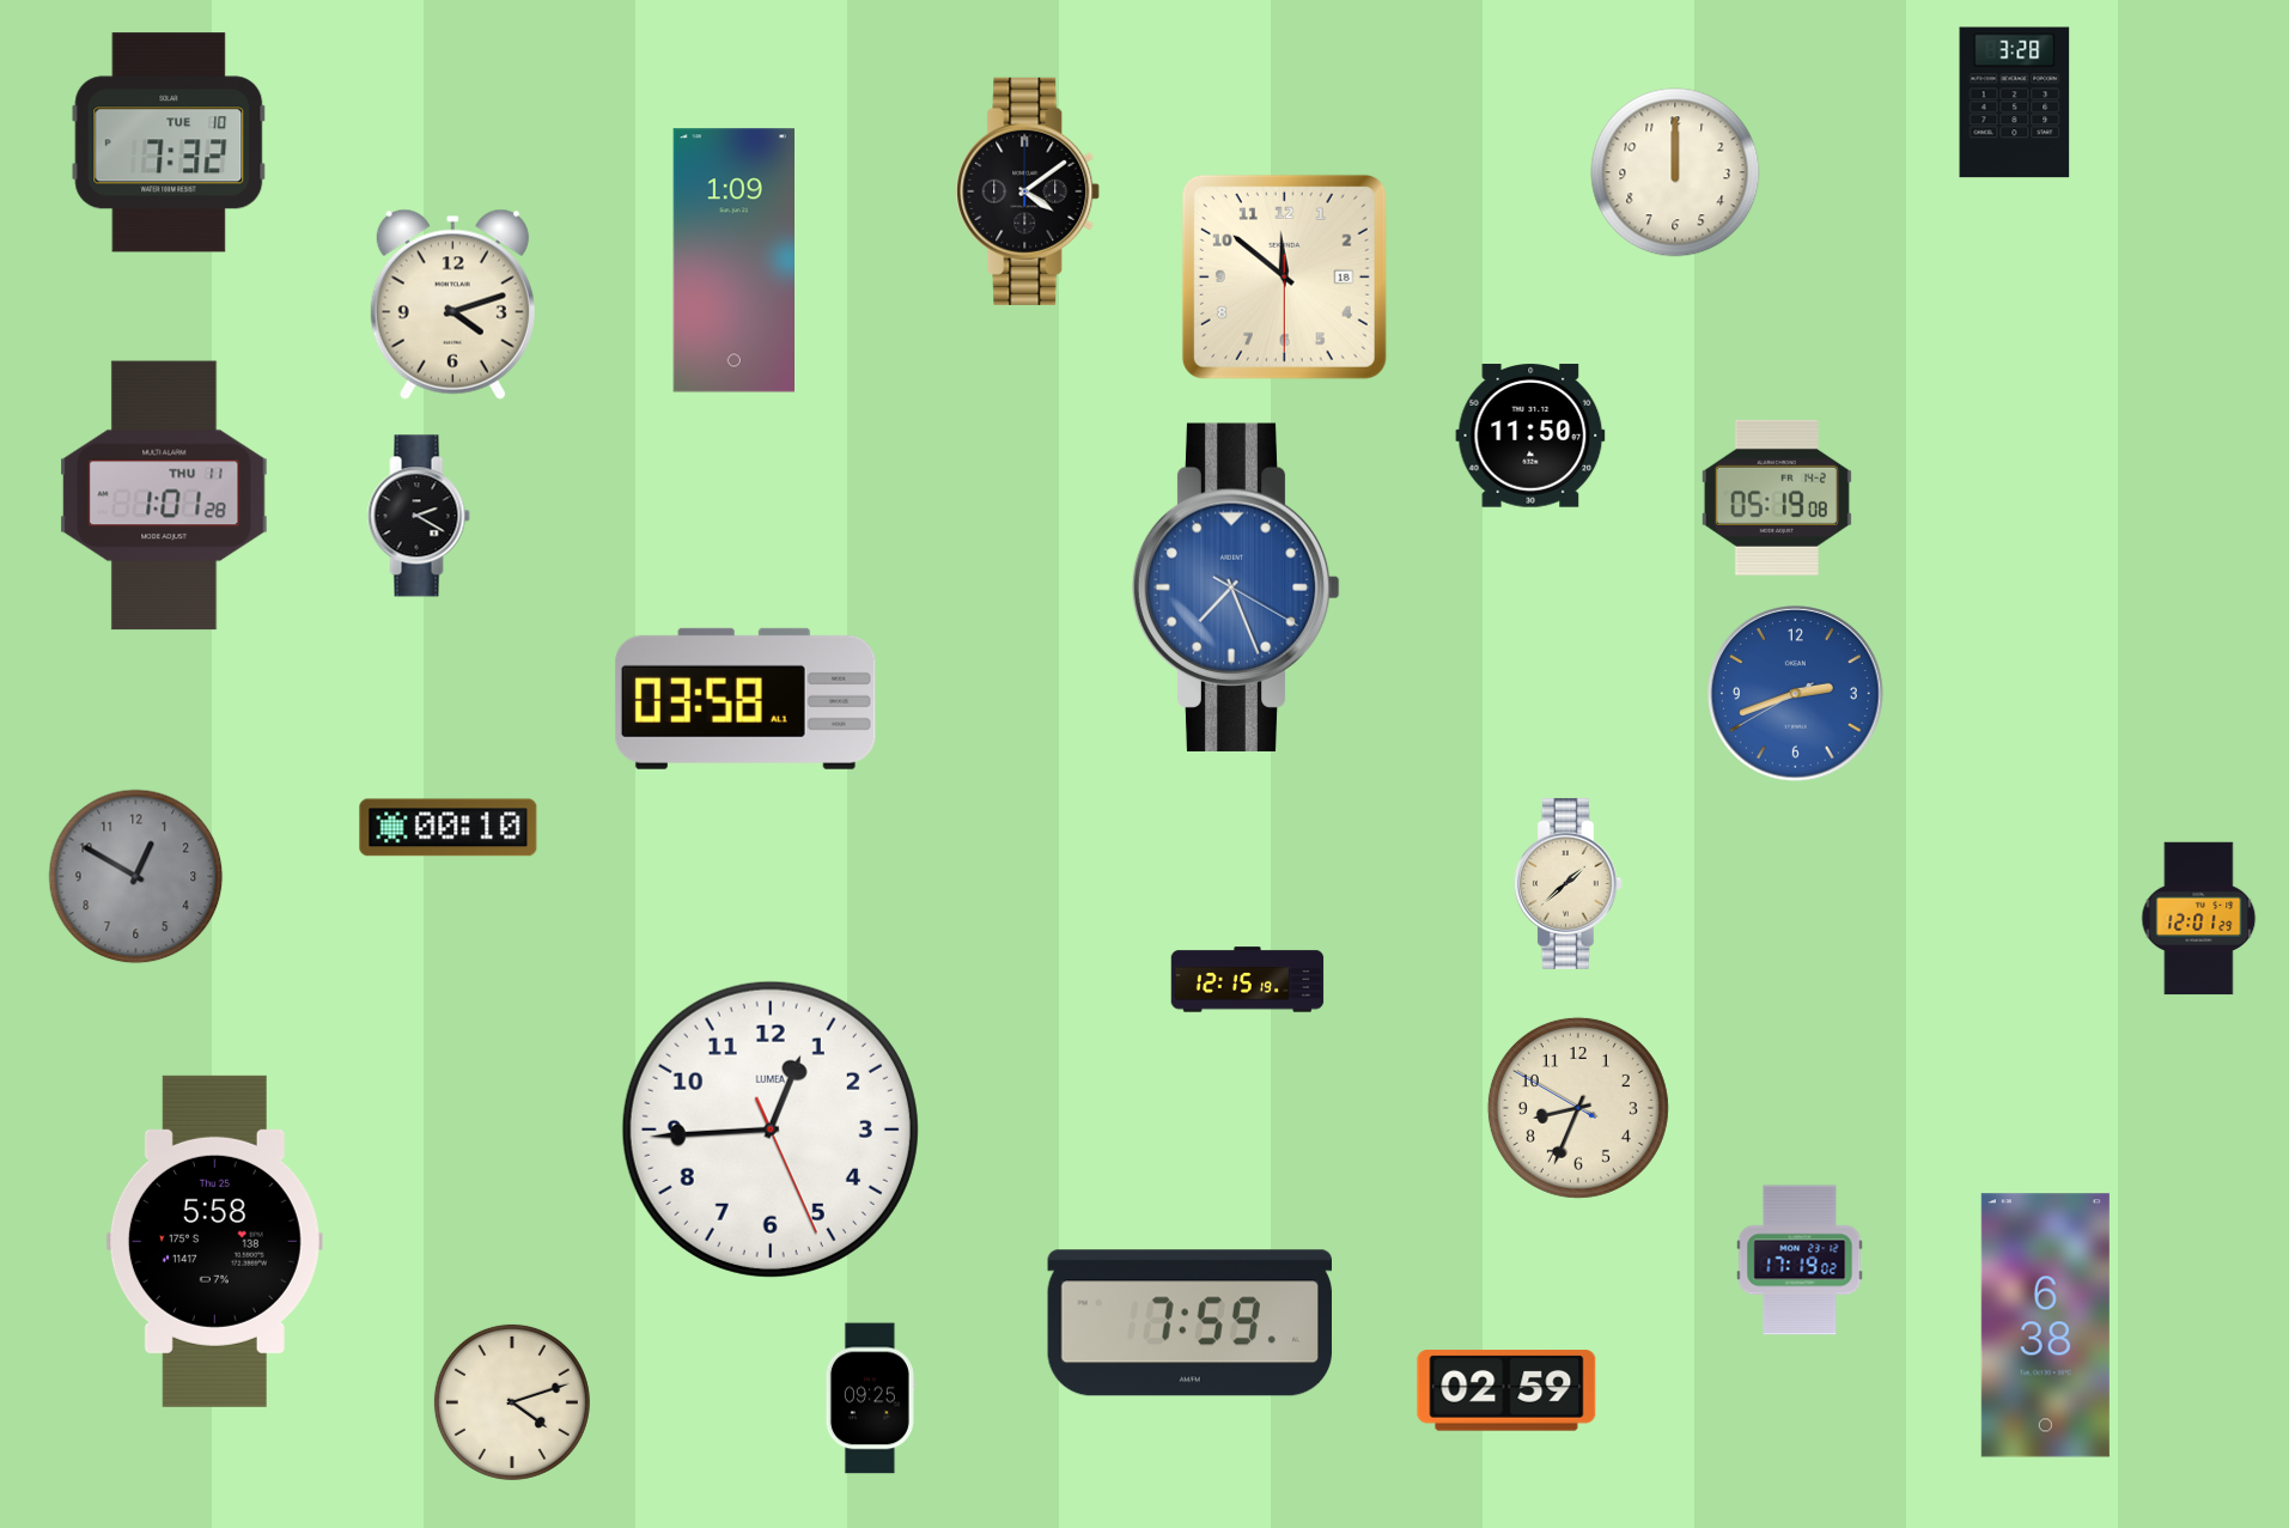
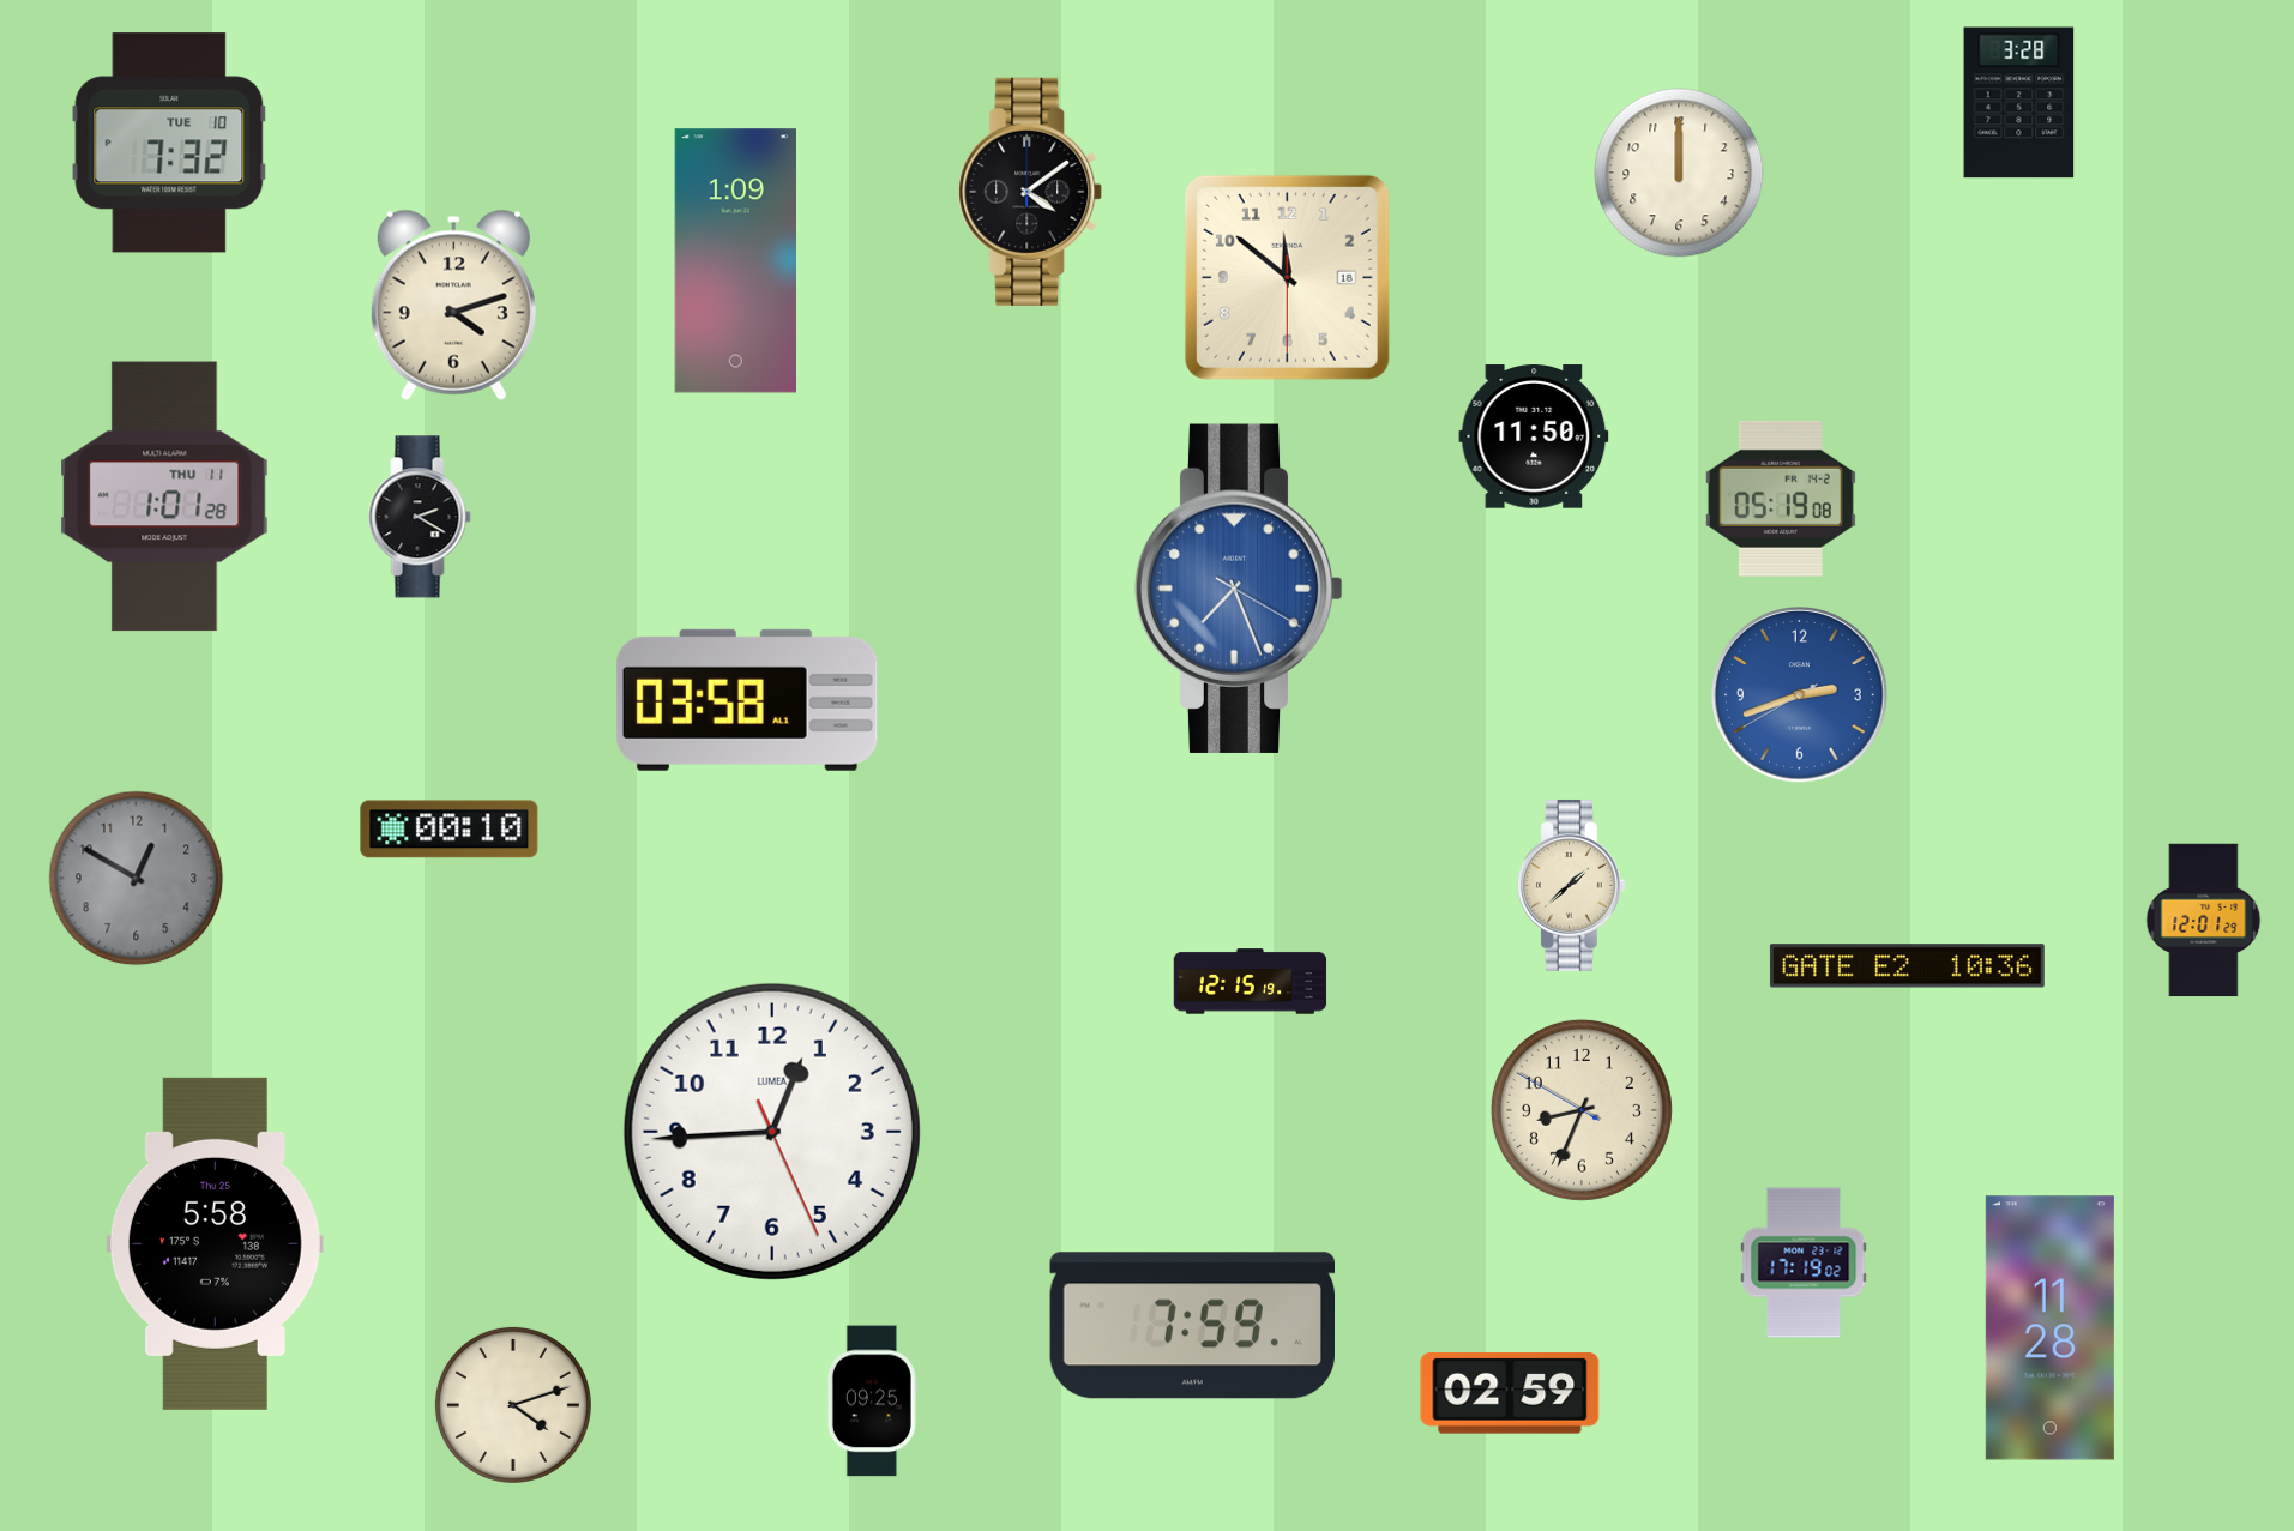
clock at (1907, 966): none -> 10:36
clock at (2045, 1326): 6:38 -> 11:28
